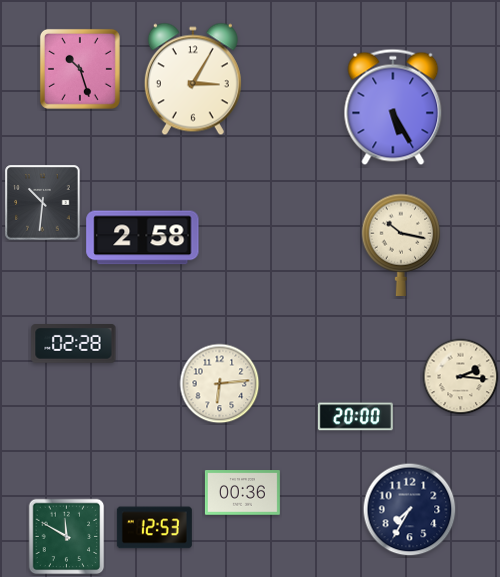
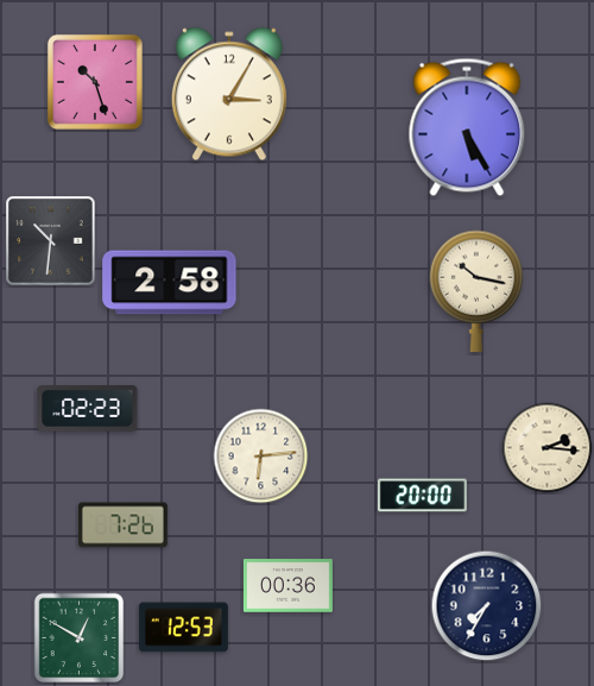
clock at (74, 344): 02:28 -> 02:23
clock at (122, 525): none -> 7:26
clock at (67, 537): 11:50 -> 12:50
